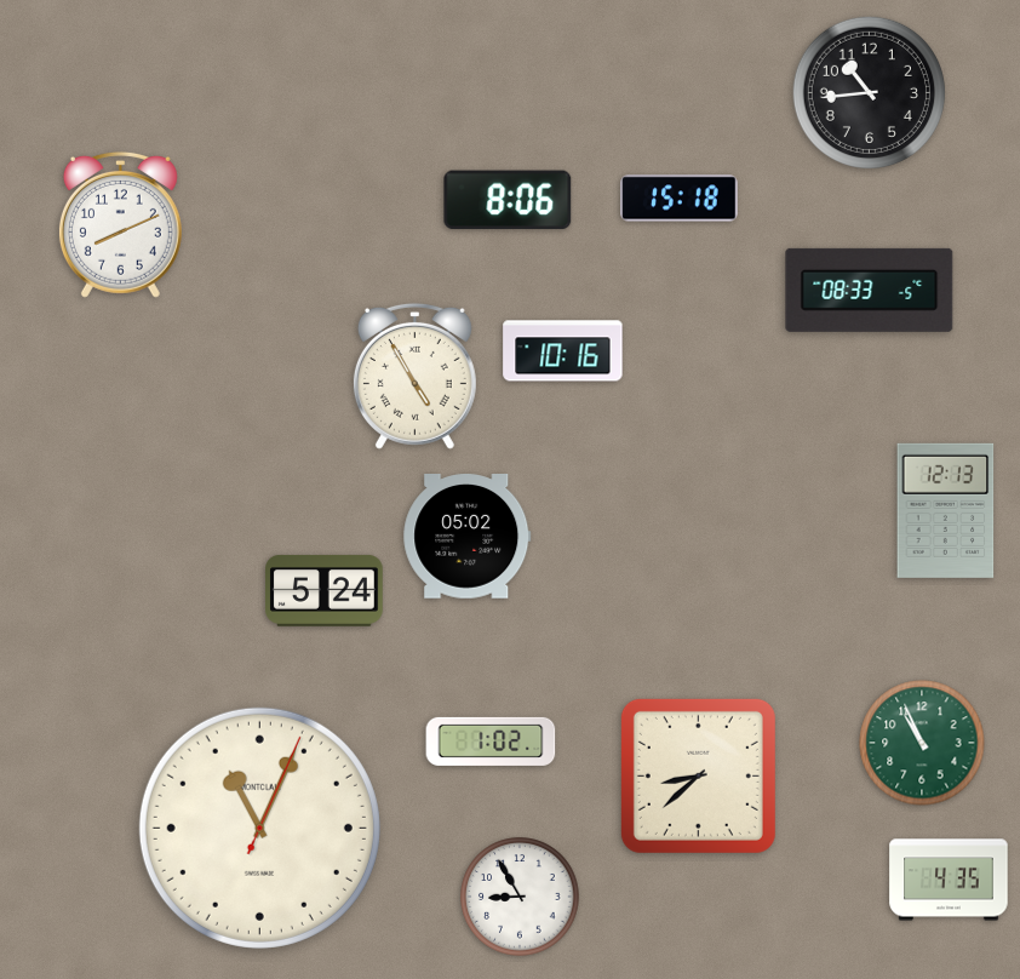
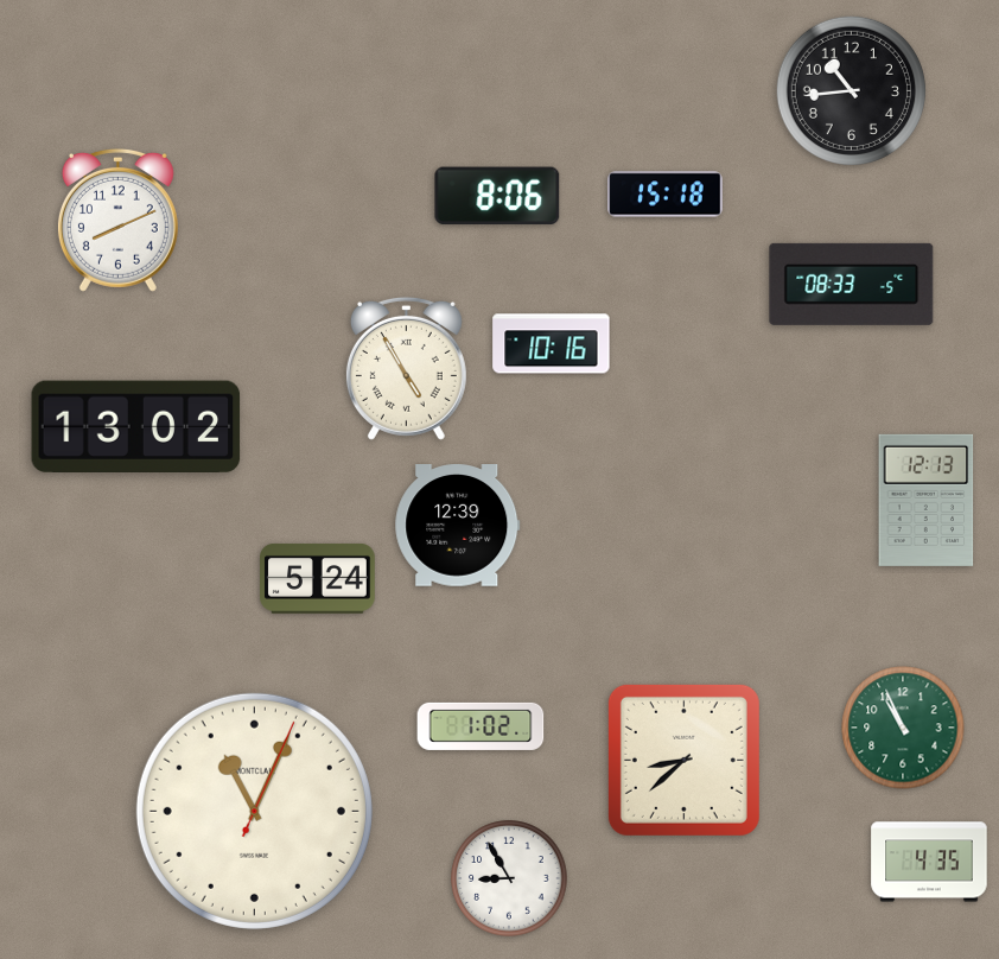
clock at (136, 426): none -> 13:02
clock at (468, 537): 05:02 -> 12:39
